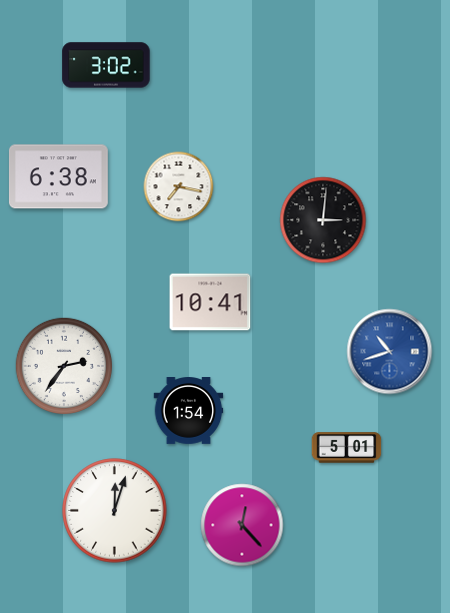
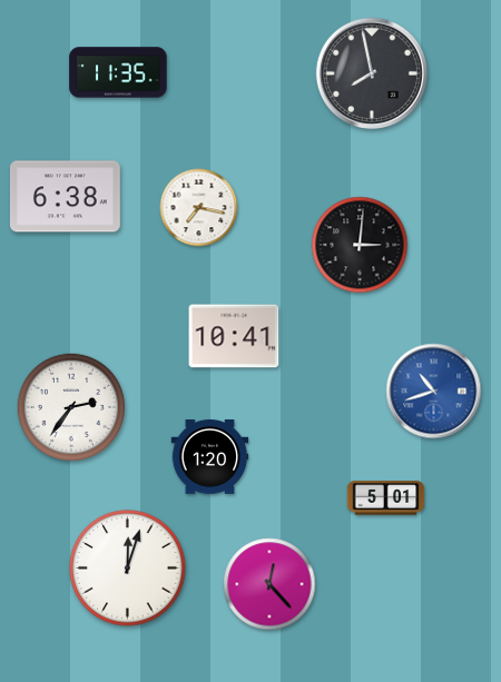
clock at (106, 65): 3:02 -> 11:35
clock at (372, 73): none -> 7:58
clock at (189, 411): 1:54 -> 1:20
